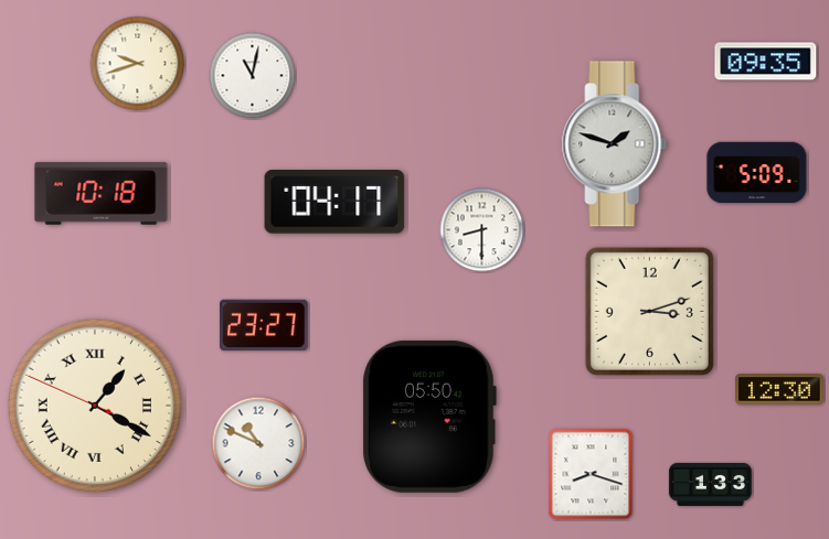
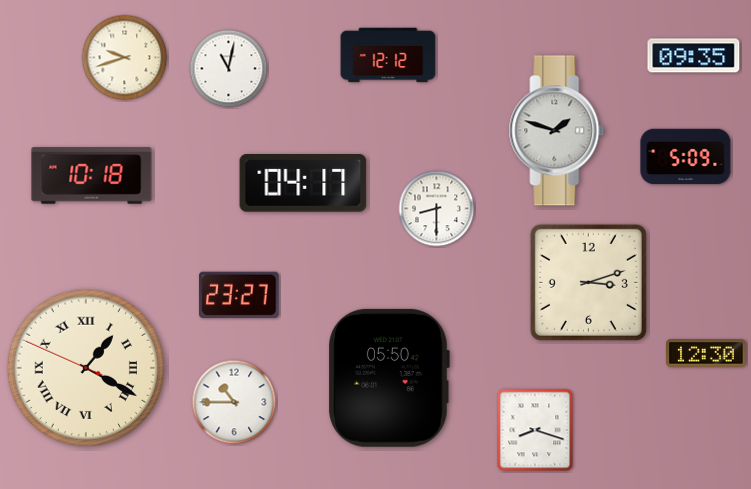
clock at (388, 55): none -> 12:12
clock at (258, 443): 10:49 -> 10:45
clock at (710, 484): 1:33 -> none
